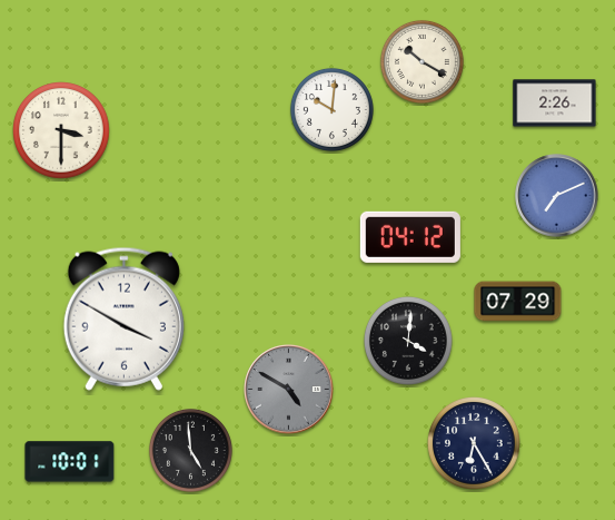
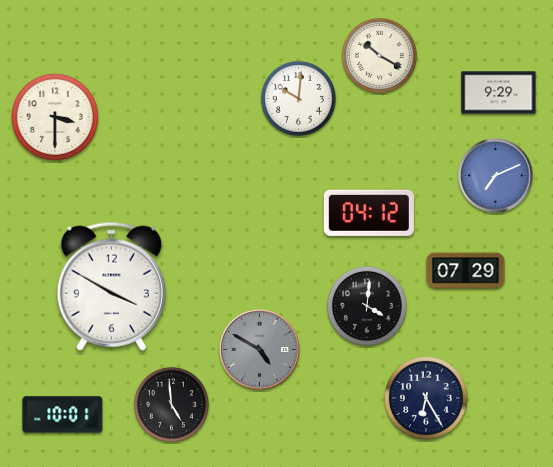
clock at (555, 104): 2:26 -> 9:29
clock at (557, 196) position: (557, 196) -> (496, 176)
